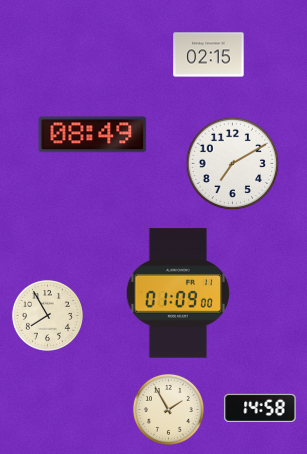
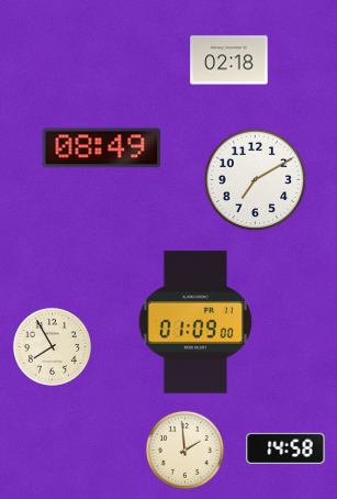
clock at (209, 55): 02:15 -> 02:18
clock at (168, 409): 1:55 -> 1:59
